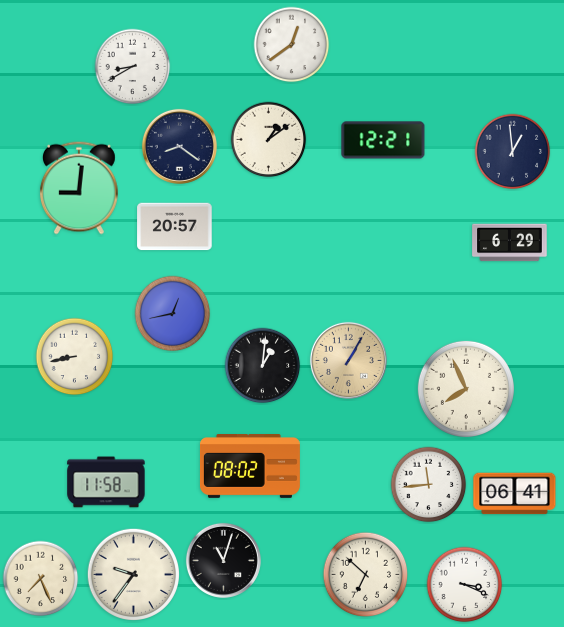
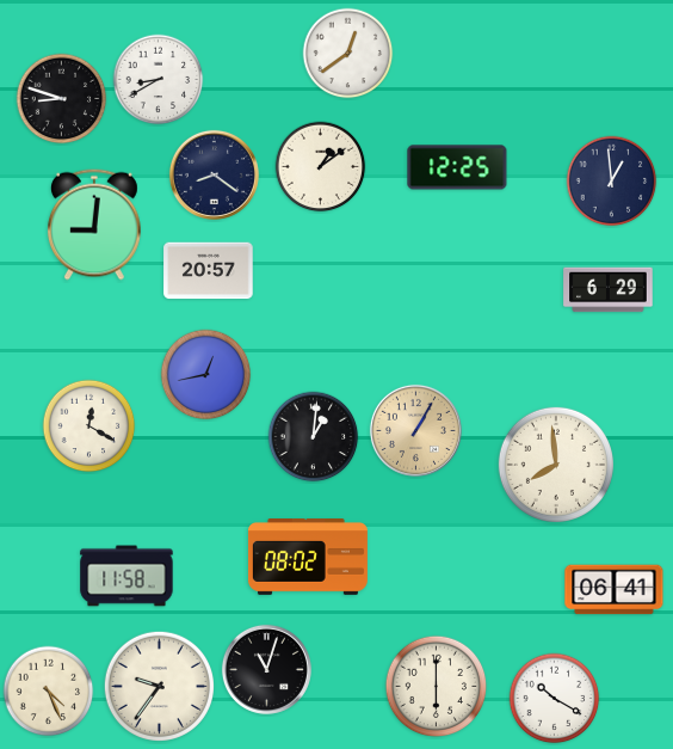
clock at (62, 99): none -> 8:48
clock at (383, 140): 12:21 -> 12:25
clock at (75, 357): 8:43 -> 12:20
clock at (466, 389): 7:56 -> 7:59
clock at (250, 467) position: (250, 467) -> (308, 558)
clock at (429, 485): 11:44 -> none
clock at (366, 575): 6:52 -> 6:00
clock at (41, 579): 7:26 -> 4:26
clock at (465, 585): 3:19 -> 10:20
